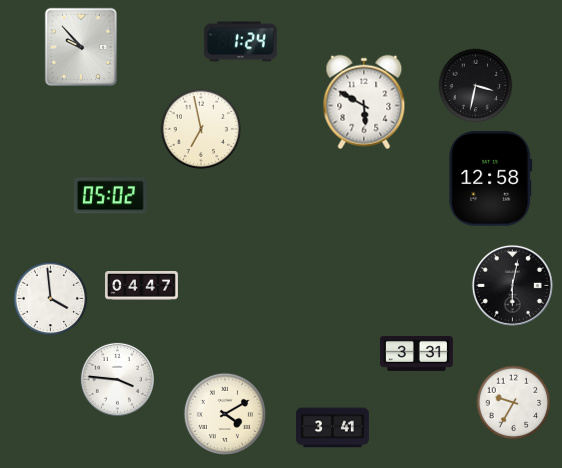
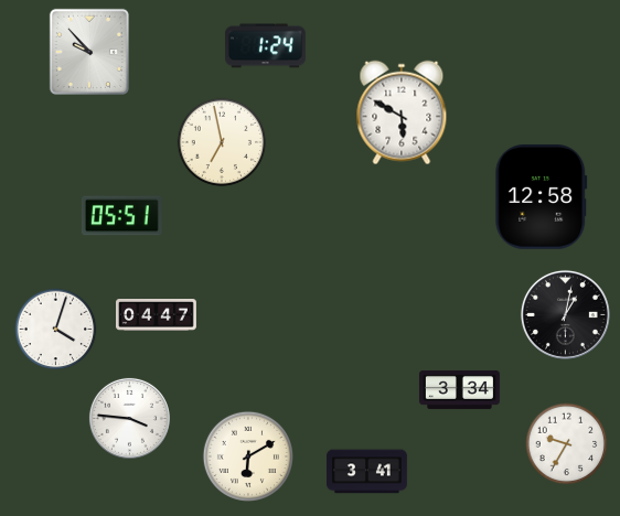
clock at (476, 86): 3:32 -> none
clock at (110, 196): 05:02 -> 05:51
clock at (512, 285): 6:02 -> 1:02
clock at (51, 299): 3:59 -> 4:03
clock at (417, 353): 3:31 -> 3:34
clock at (225, 414): 4:10 -> 6:10
